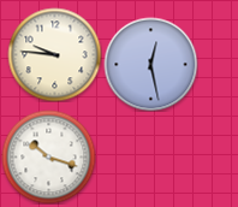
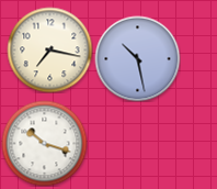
clock at (54, 54): 9:46 -> 7:17
clock at (150, 64): 12:28 -> 10:28
